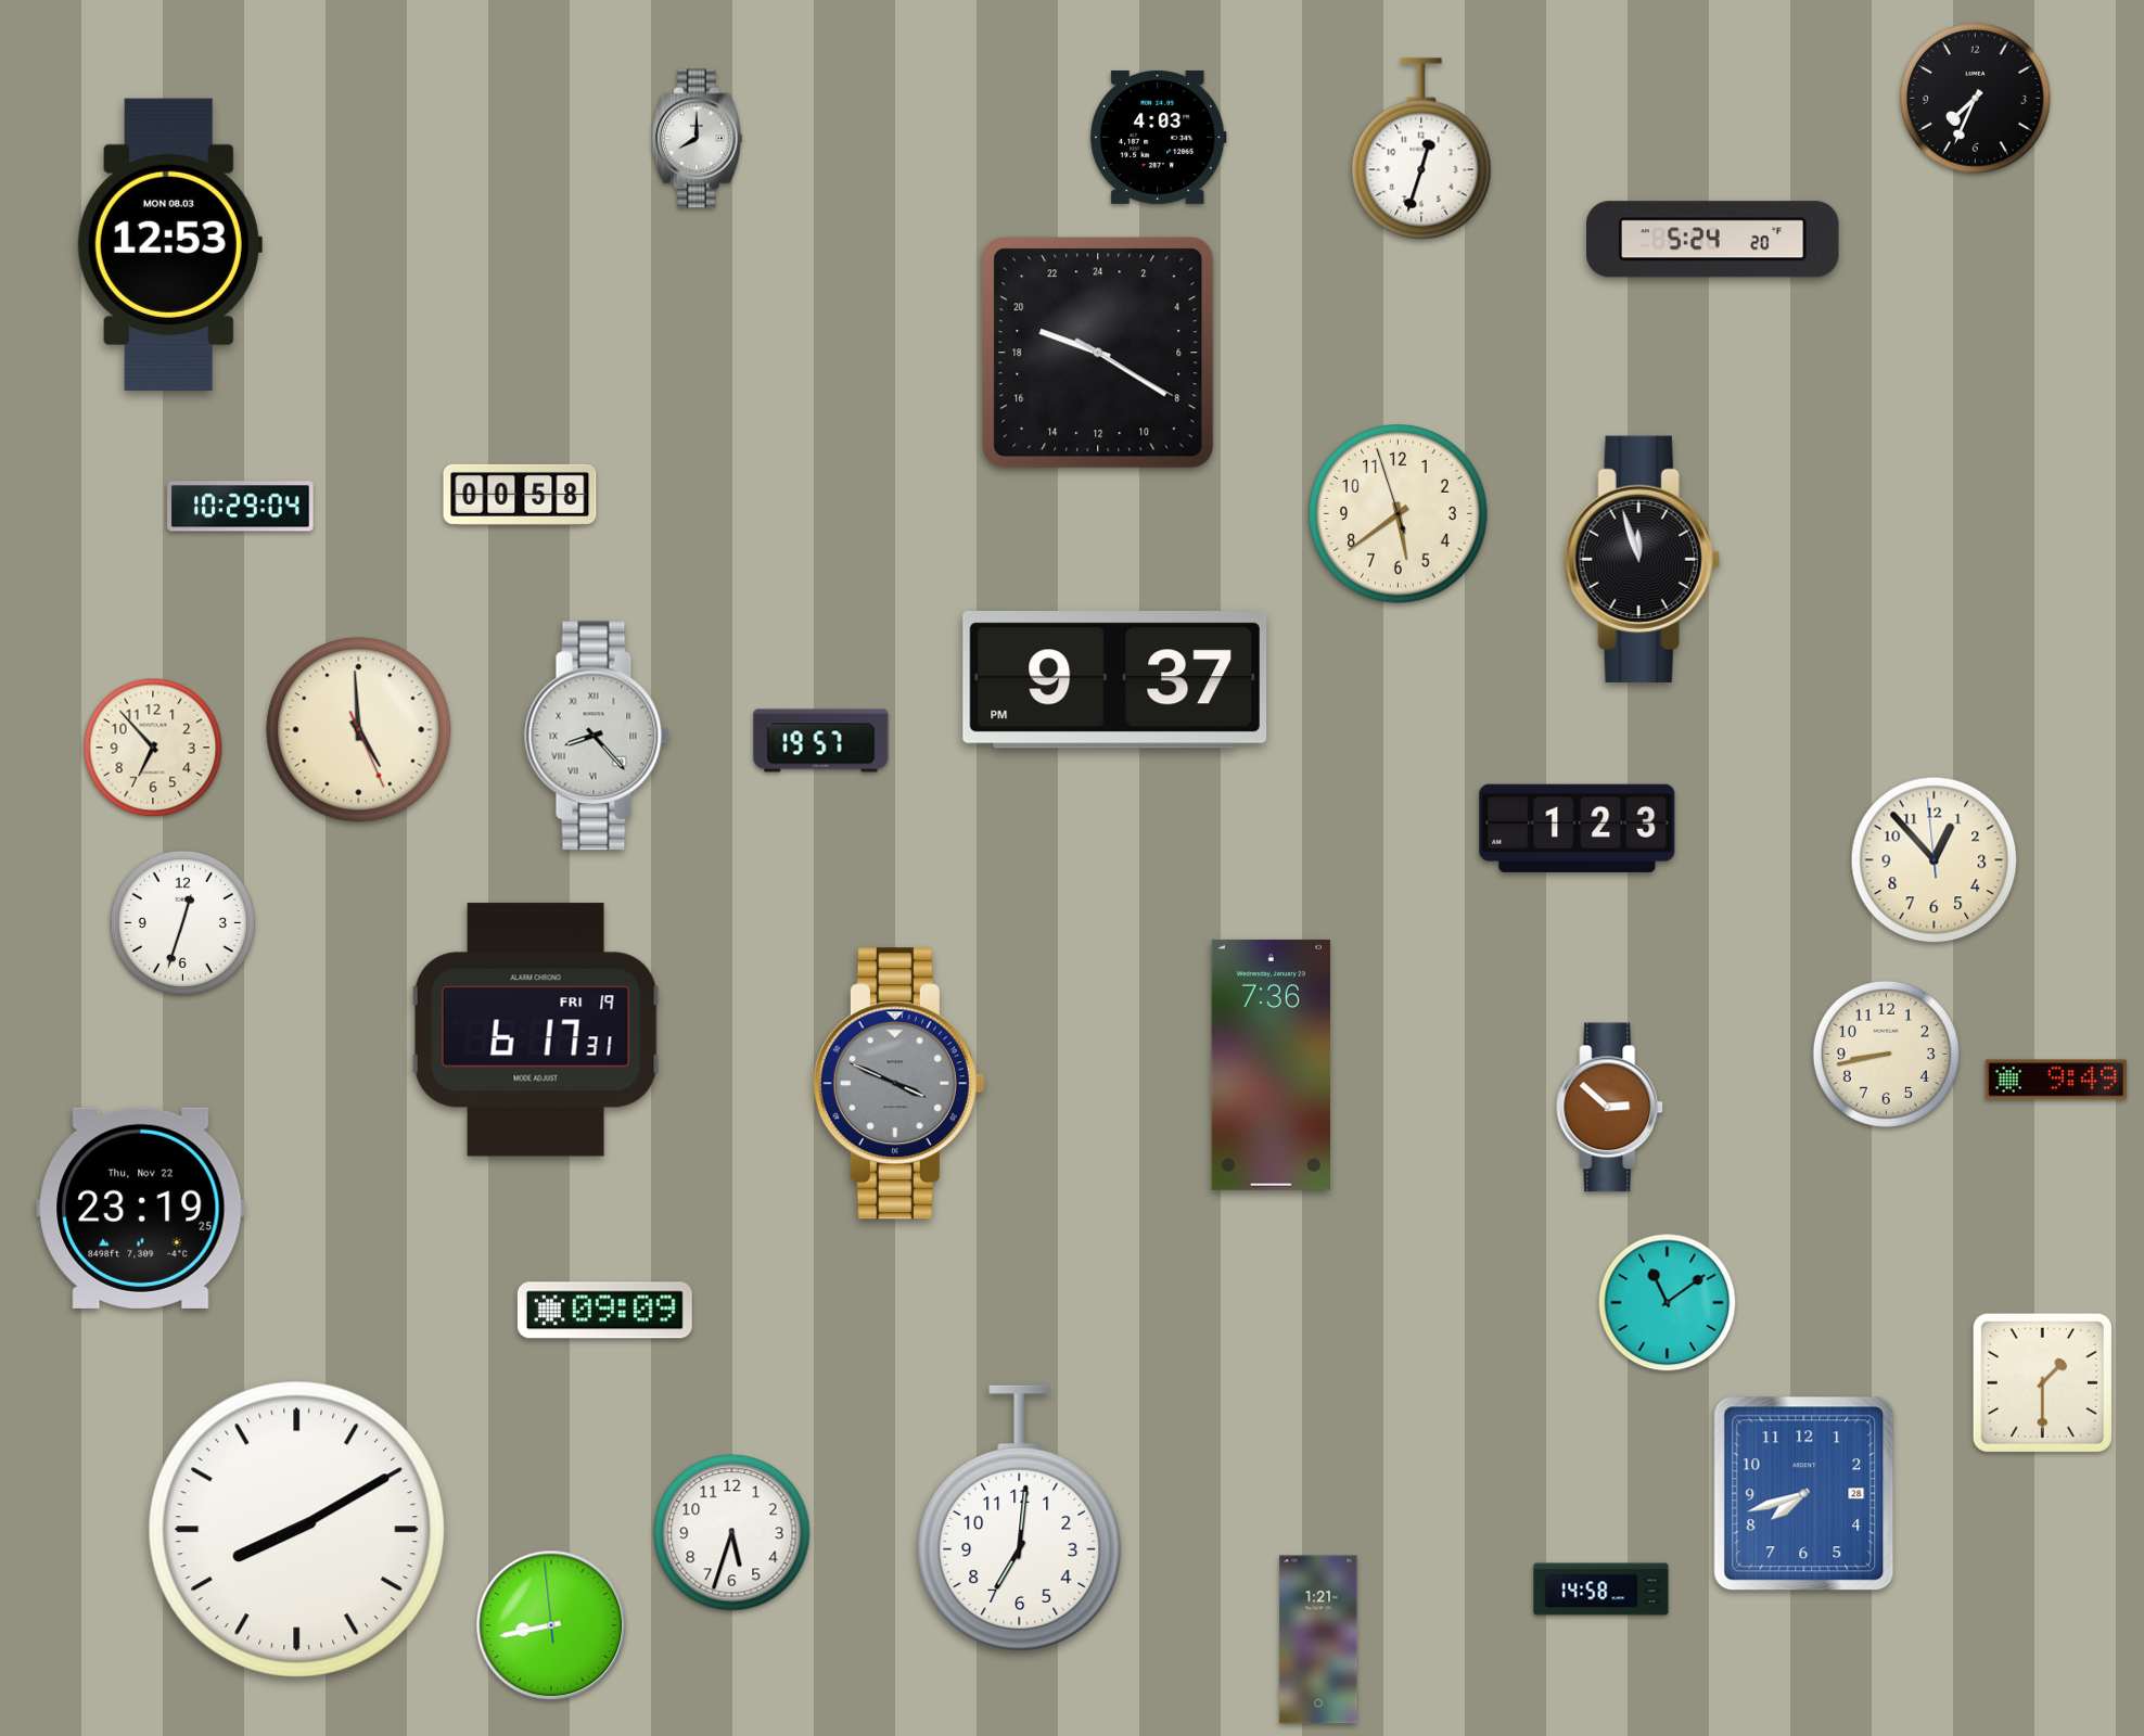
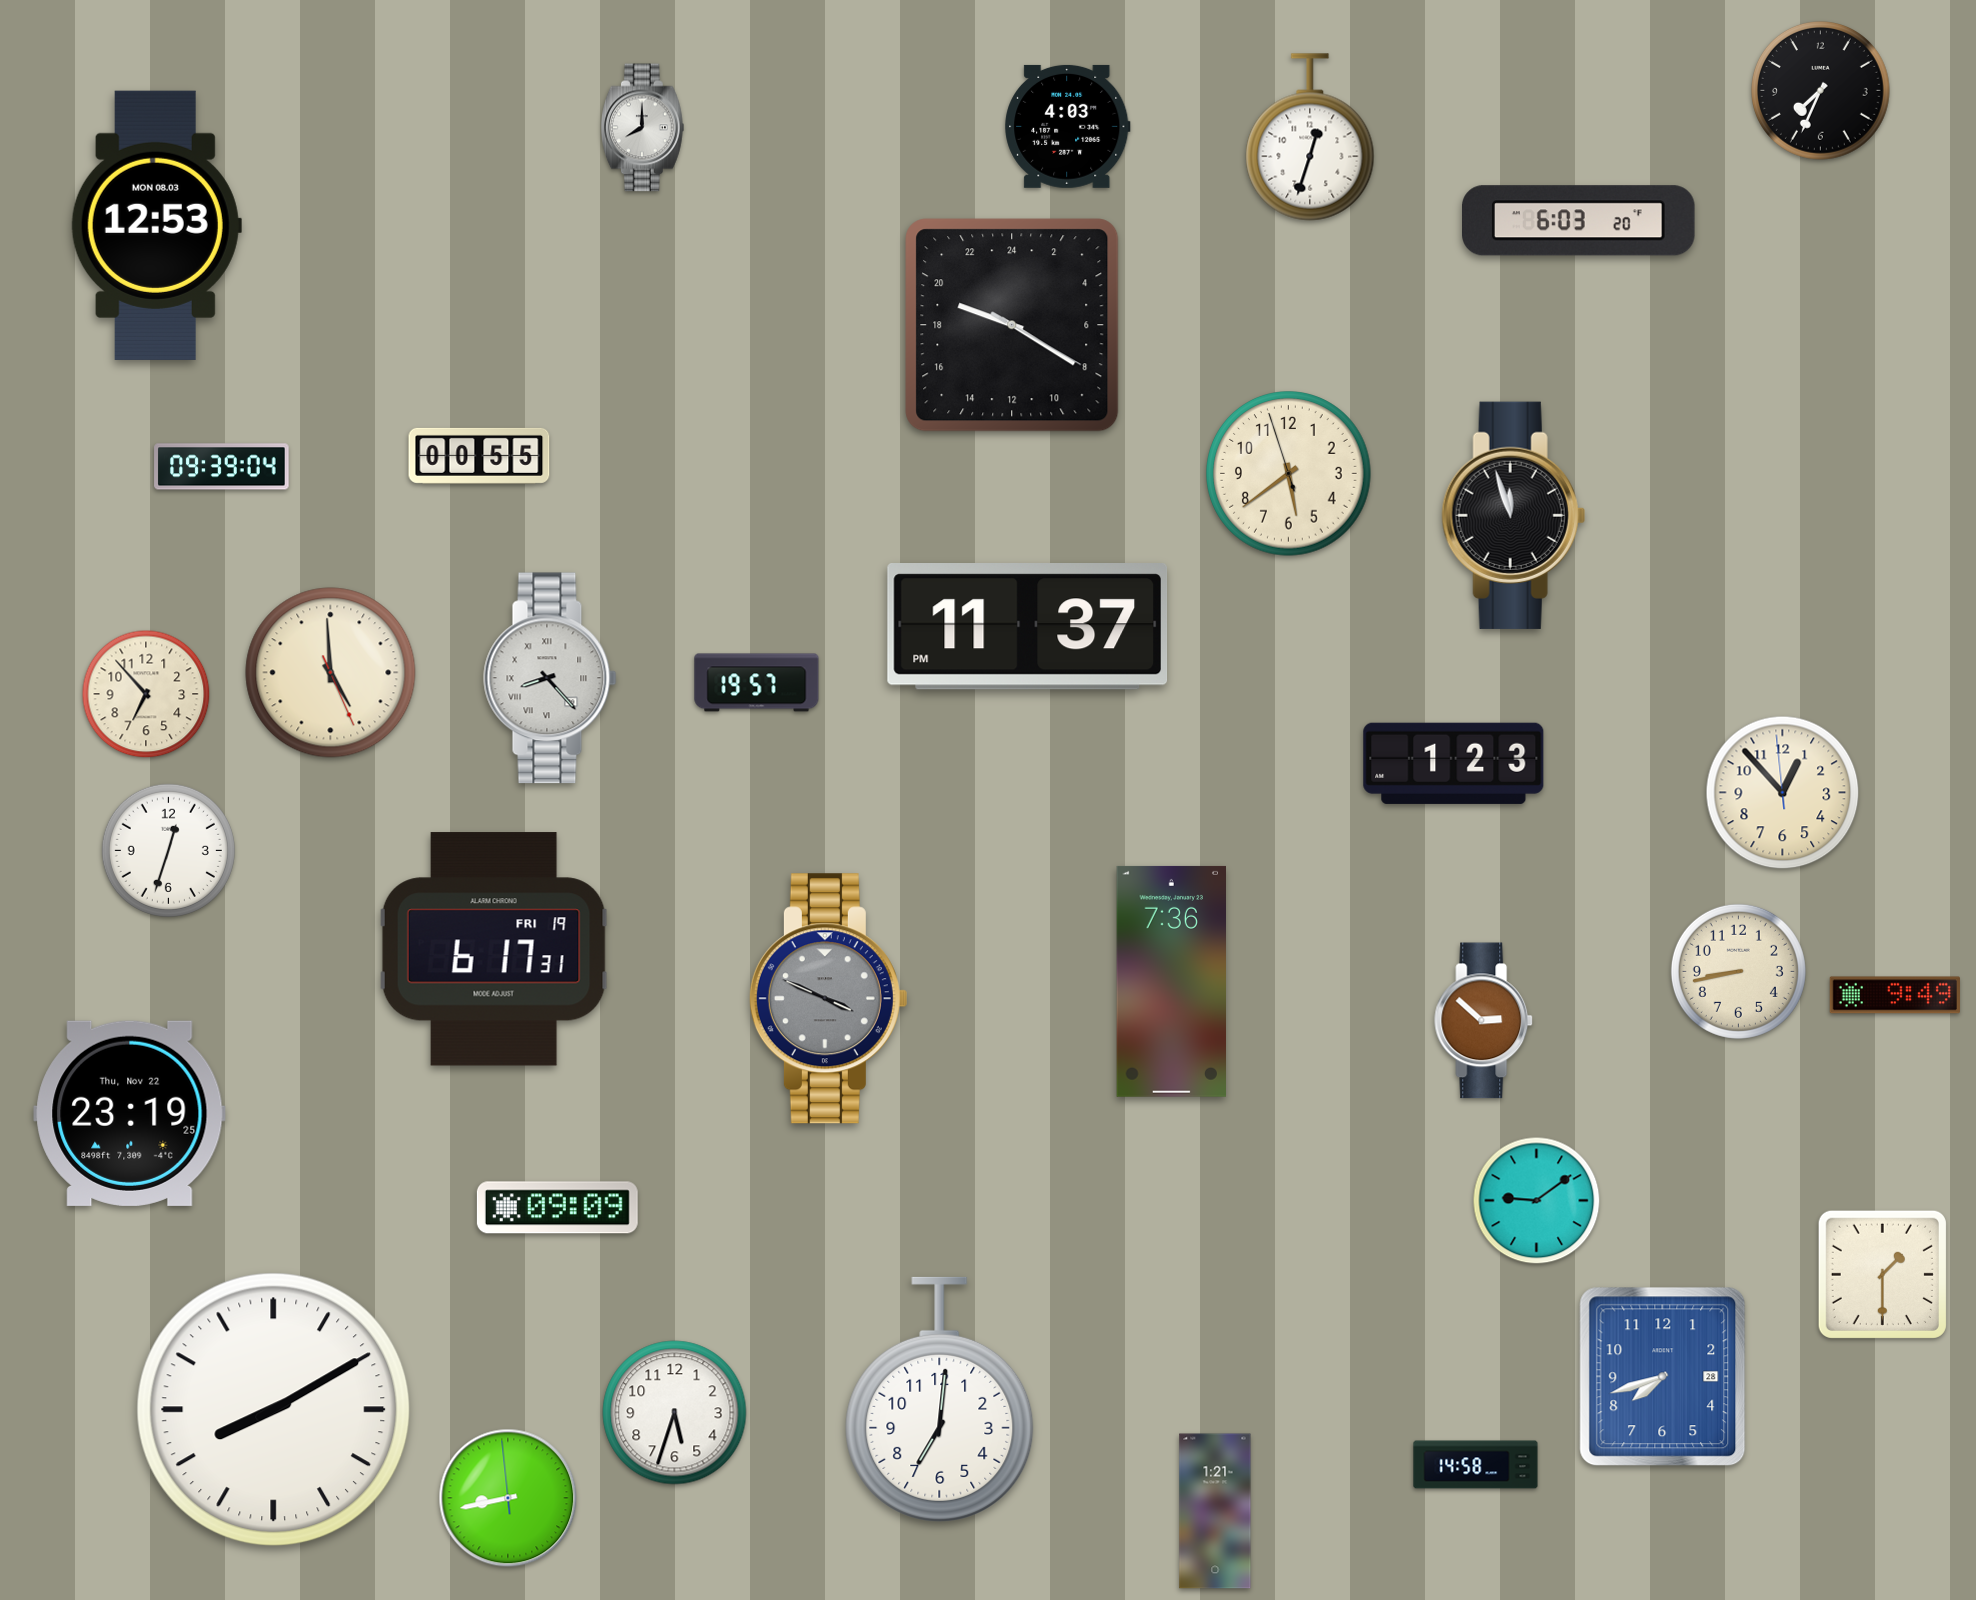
clock at (1713, 240): 5:24 -> 6:03
clock at (520, 495): 00:58 -> 00:55
clock at (241, 507): 10:29 -> 09:39
clock at (1115, 680): 9:37 -> 11:37
clock at (153, 748) position: (153, 748) -> (146, 694)
clock at (1668, 1303): 11:09 -> 9:09
